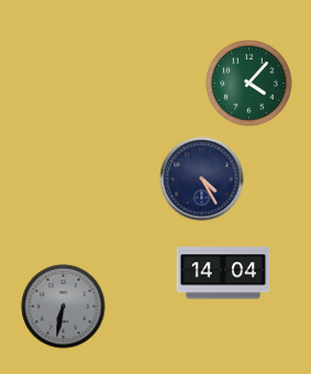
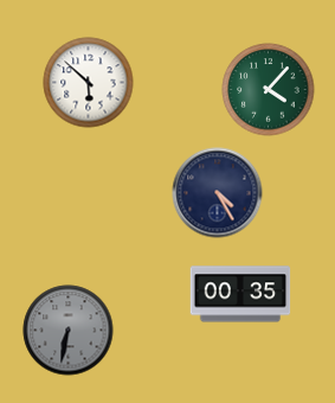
clock at (89, 83): none -> 5:52
clock at (223, 273): 14:04 -> 00:35
